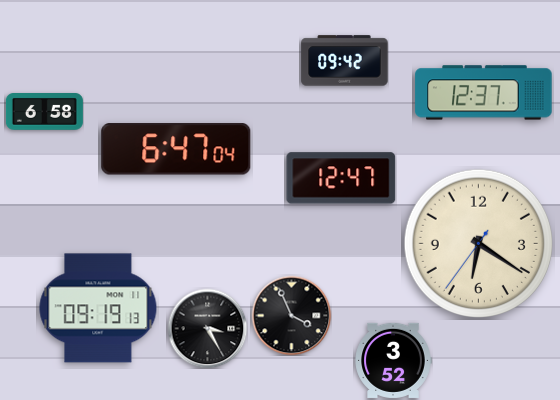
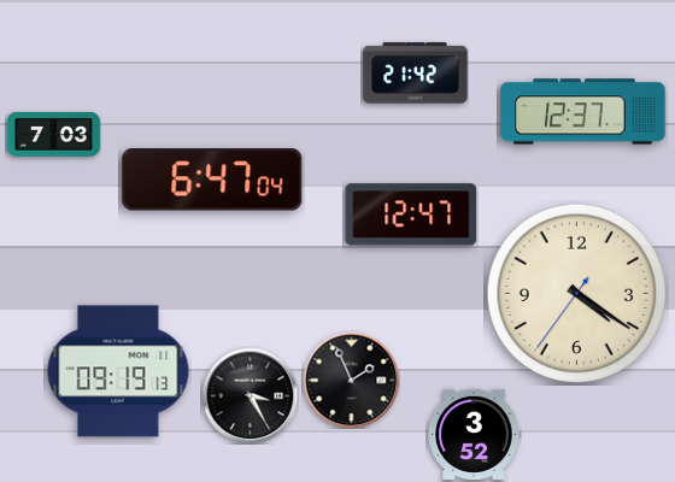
clock at (345, 61): 09:42 -> 21:42
clock at (44, 112): 6:58 -> 7:03
clock at (478, 243): 6:20 -> 4:20
clock at (291, 315): 3:56 -> 1:56
